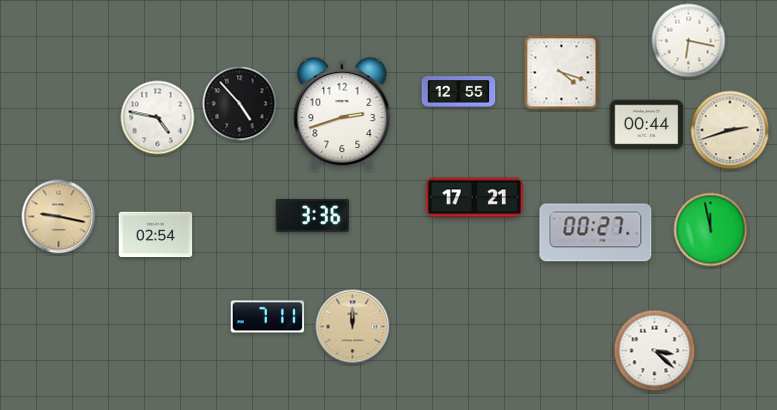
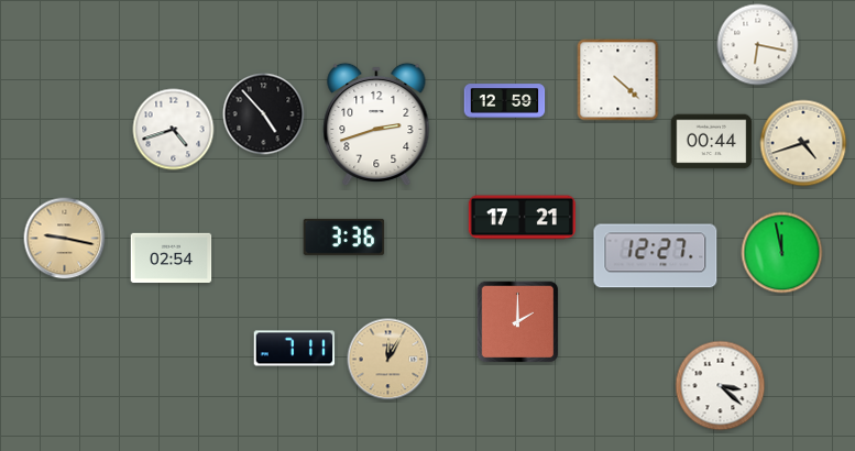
clock at (562, 73): 4:18 -> 4:22
clock at (459, 92): 12:55 -> 12:59
clock at (158, 118): 4:47 -> 4:42
clock at (647, 125) position: (647, 125) -> (712, 142)
clock at (730, 130): 2:42 -> 4:42
clock at (596, 233): 00:27 -> 12:27
clock at (518, 322): none -> 2:00
clock at (353, 327): 12:00 -> 12:05
